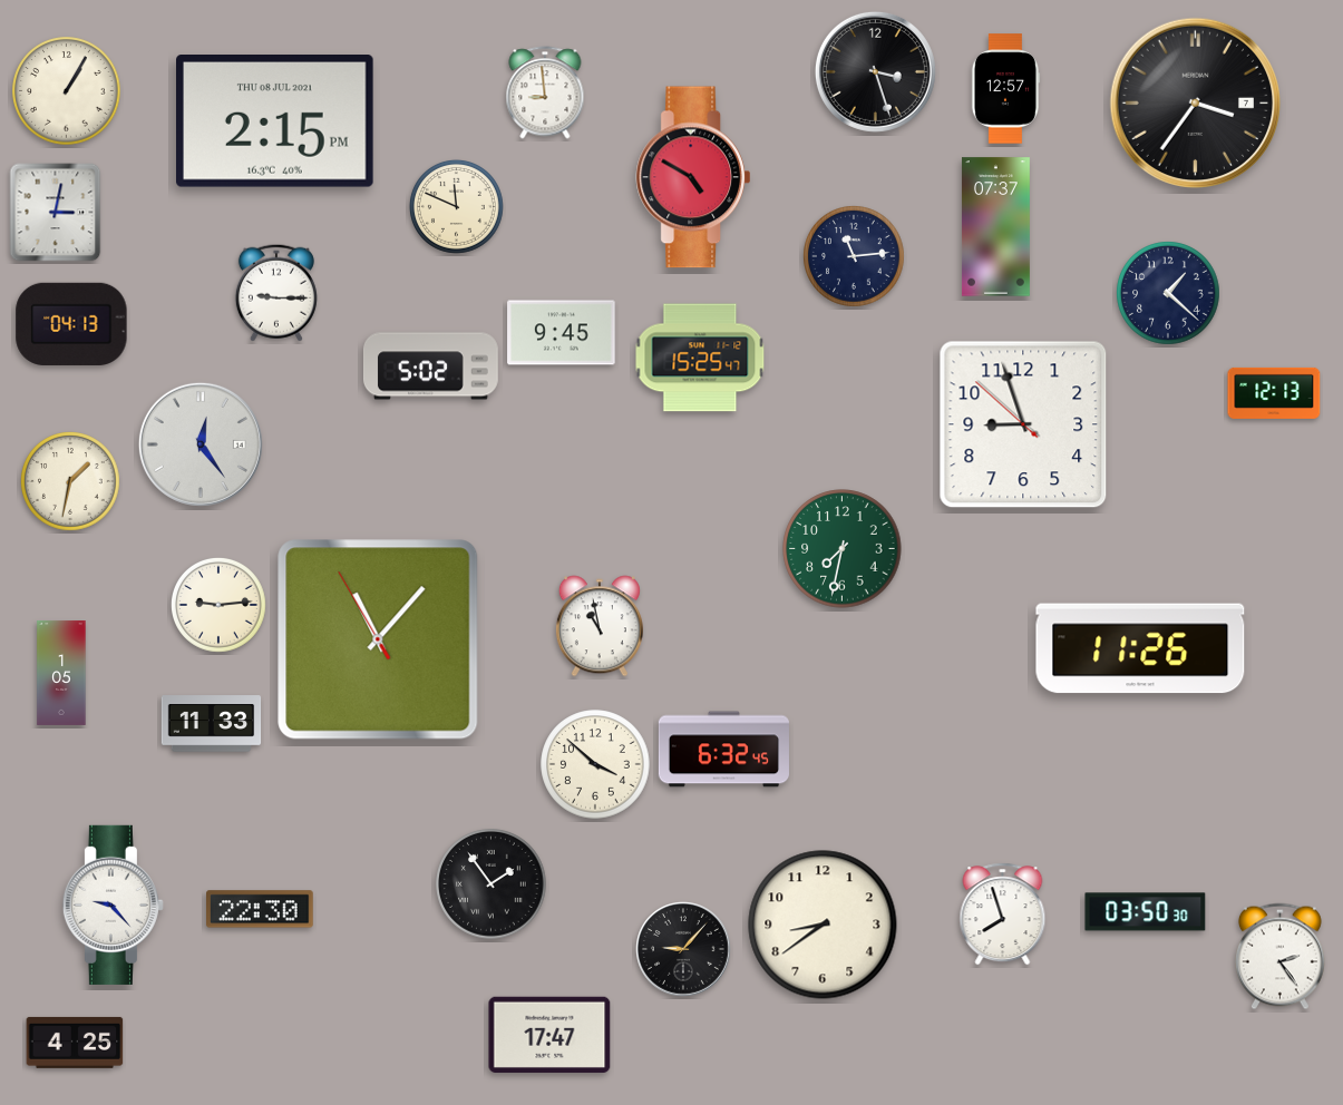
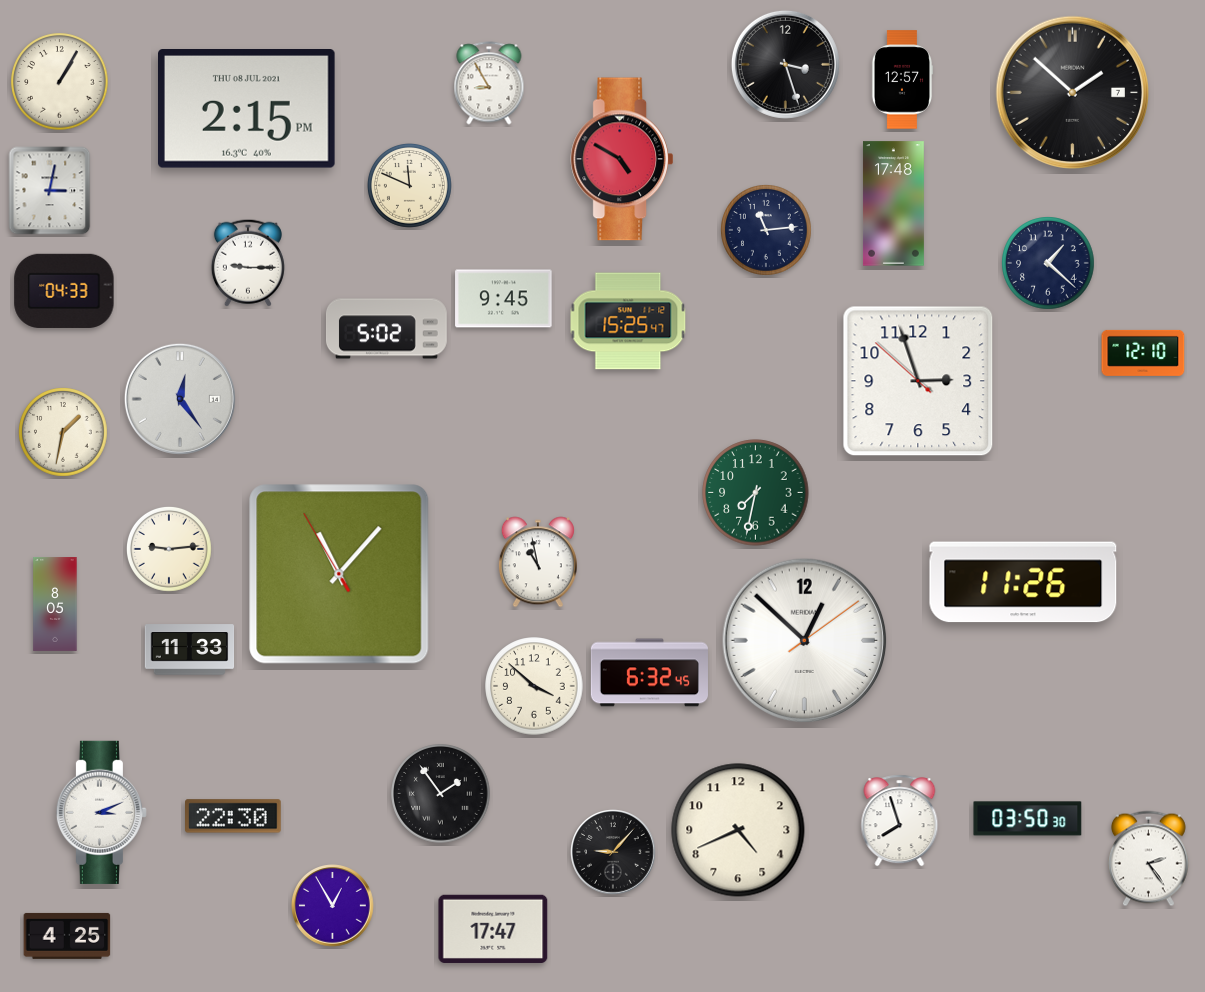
clock at (545, 92): 8:59 -> 8:55
clock at (1195, 102): 3:36 -> 1:52
clock at (995, 227): 07:37 -> 17:48
clock at (71, 324): 04:13 -> 04:33
clock at (1274, 393): 12:13 -> 12:10
clock at (1023, 424): 8:56 -> 2:56
clock at (218, 605) position: (218, 605) -> (169, 549)
clock at (61, 674): 1:05 -> 8:05
clock at (805, 641): none -> 12:52
clock at (113, 904): 9:23 -> 3:11
clock at (823, 925): 8:39 -> 4:41
clock at (333, 906): none -> 12:55
